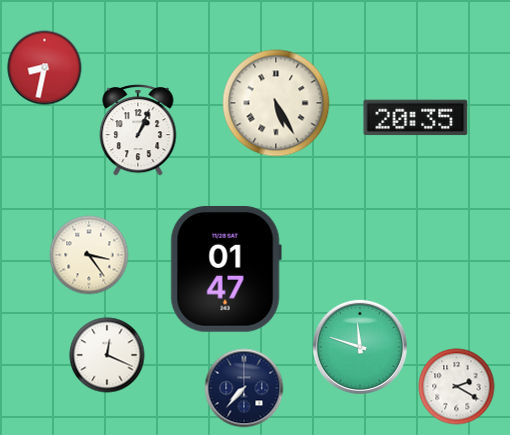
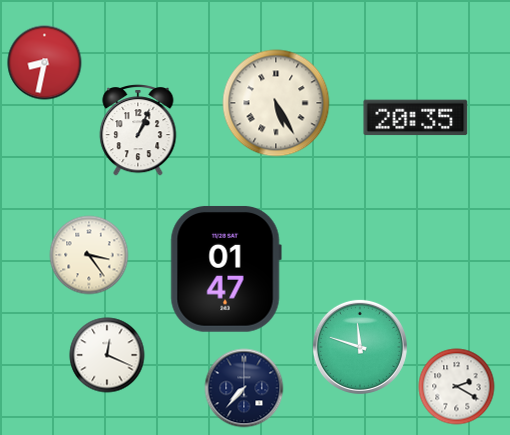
clock at (45, 68) position: (45, 68) -> (45, 63)
